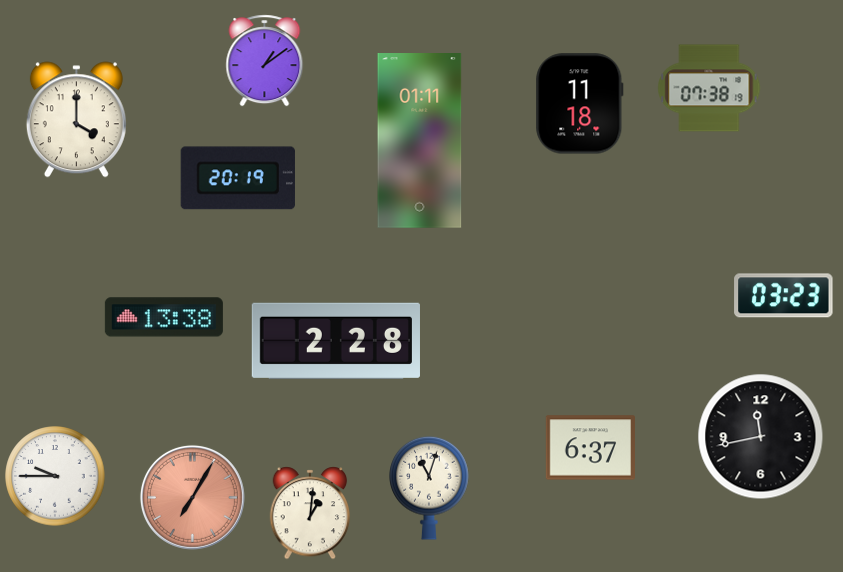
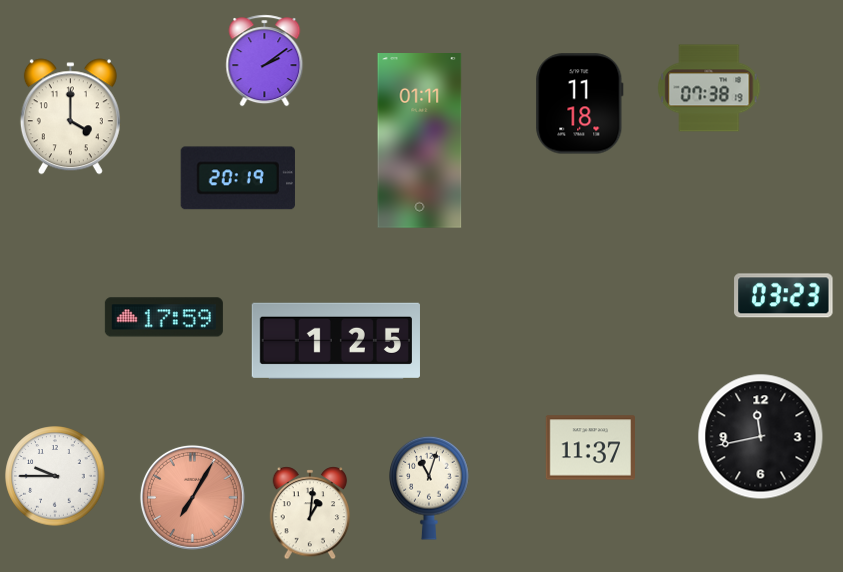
clock at (265, 61): 1:09 -> 2:09
clock at (76, 120) position: (76, 120) -> (70, 117)
clock at (164, 317): 13:38 -> 17:59
clock at (336, 340): 2:28 -> 1:25
clock at (590, 448): 6:37 -> 11:37
